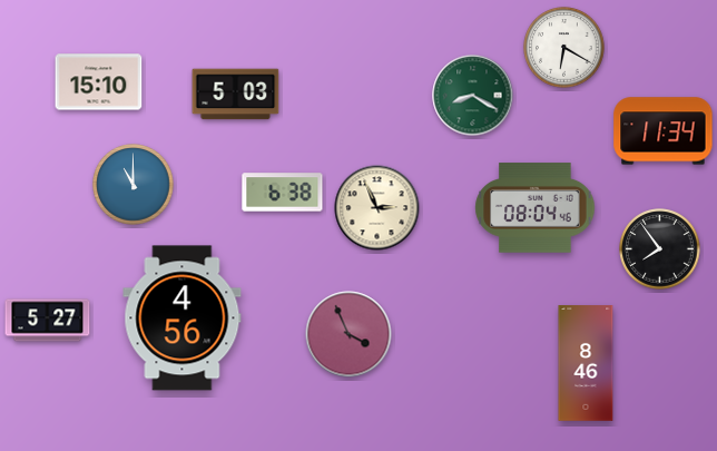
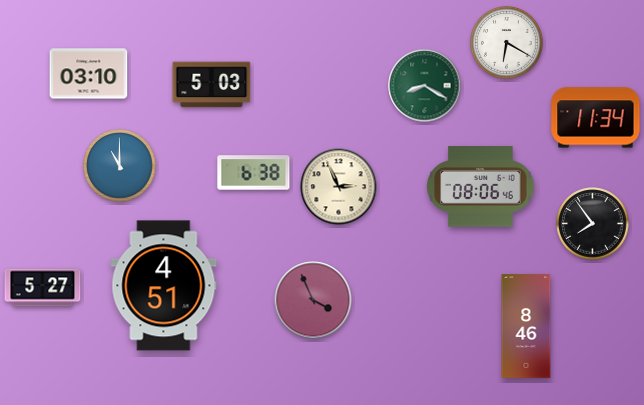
clock at (99, 82): 15:10 -> 03:10
clock at (536, 208): 08:04 -> 08:06
clock at (183, 318): 4:56 -> 4:51
